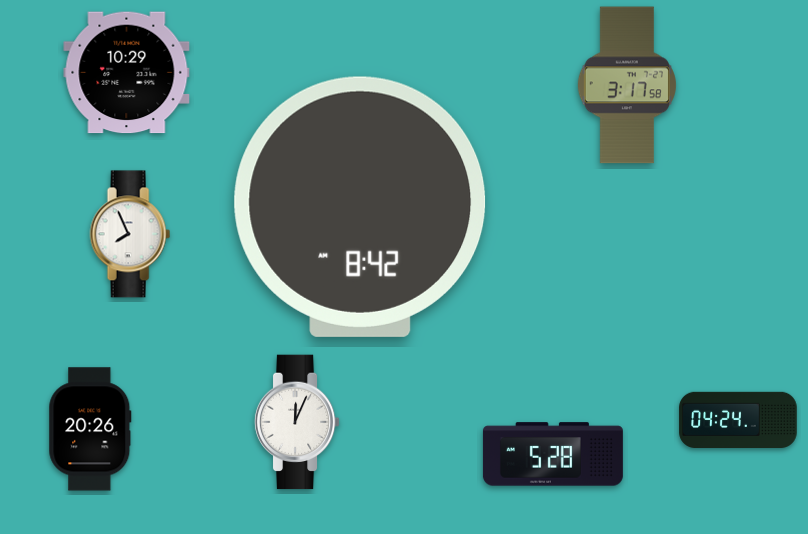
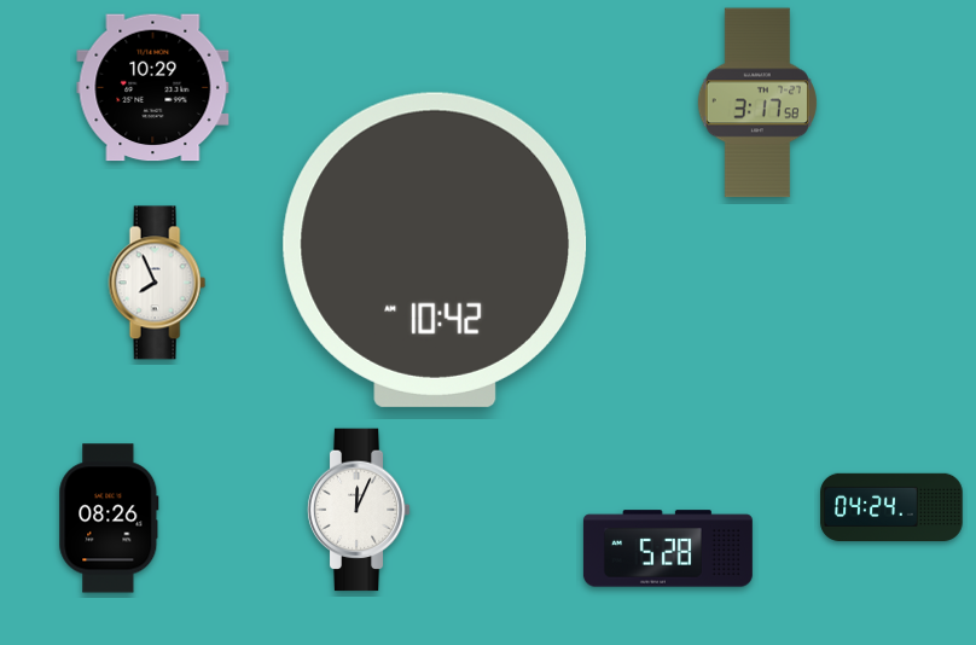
clock at (360, 207): 8:42 -> 10:42
clock at (90, 429): 20:26 -> 08:26
